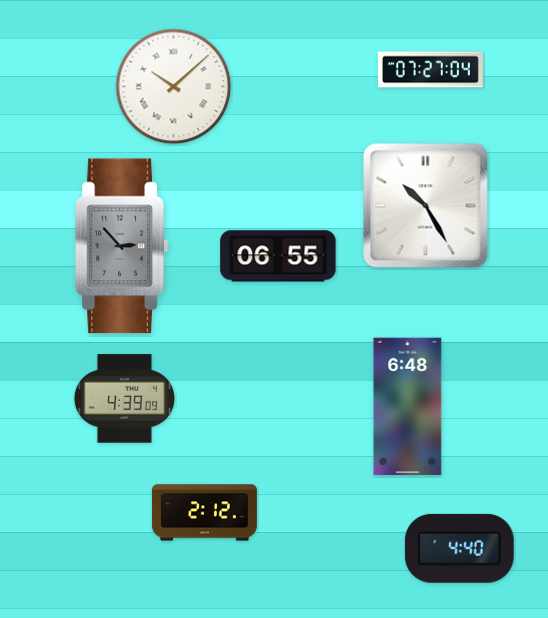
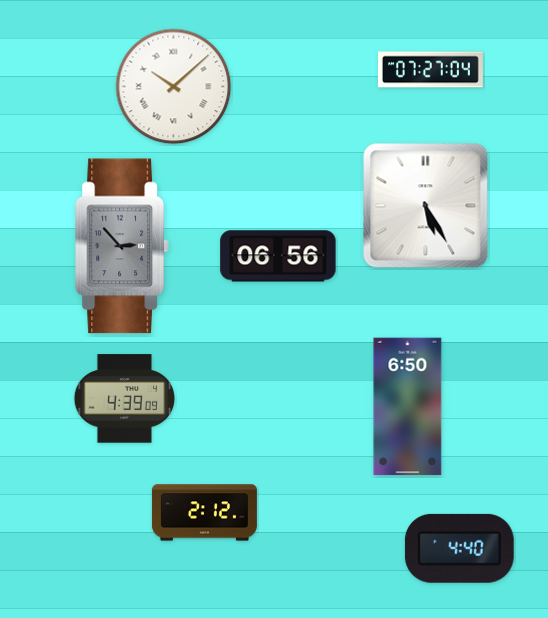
clock at (426, 206): 10:25 -> 5:25
clock at (278, 256): 06:55 -> 06:56
clock at (408, 407): 6:48 -> 6:50
